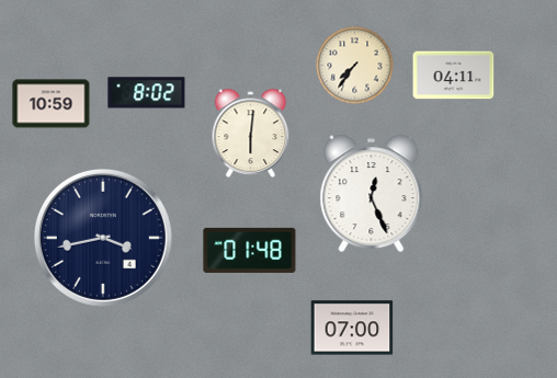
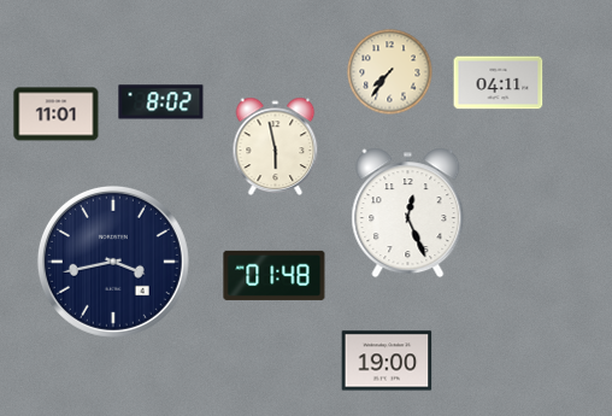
clock at (52, 104): 10:59 -> 11:01
clock at (251, 133): 6:01 -> 5:58
clock at (352, 328): 07:00 -> 19:00
